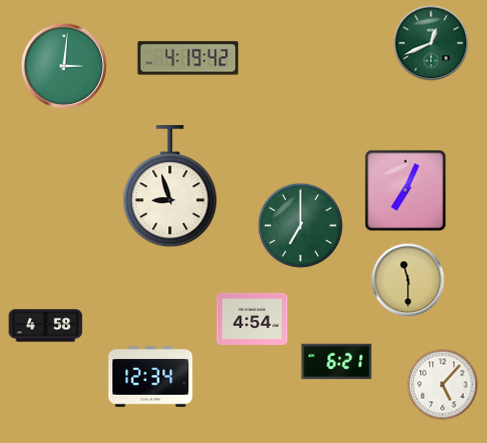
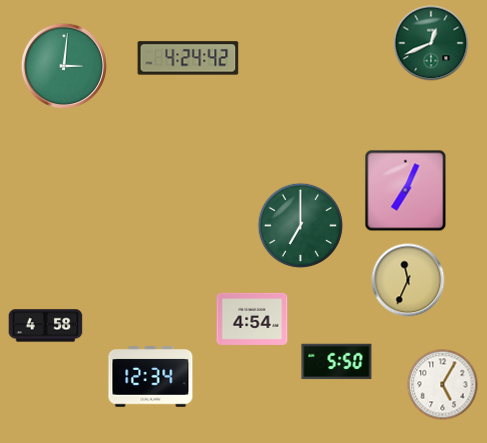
clock at (188, 58): 4:19 -> 4:24
clock at (170, 187): 8:57 -> none
clock at (408, 280): 11:30 -> 11:34
clock at (337, 362): 6:21 -> 5:50
clock at (443, 385): 5:07 -> 5:05
